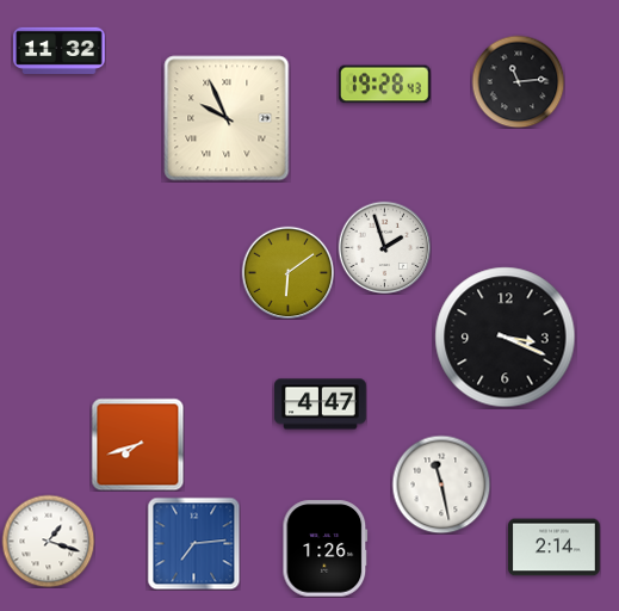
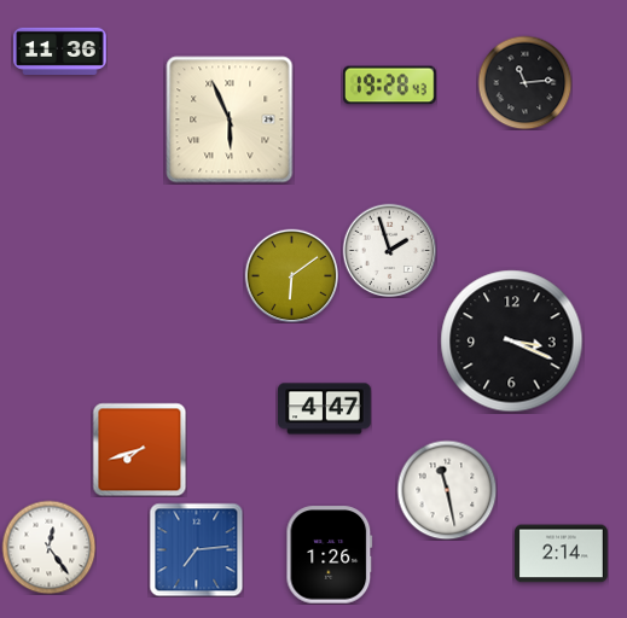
clock at (60, 50): 11:32 -> 11:36
clock at (227, 118): 9:56 -> 5:56
clock at (48, 541): 1:18 -> 12:24
